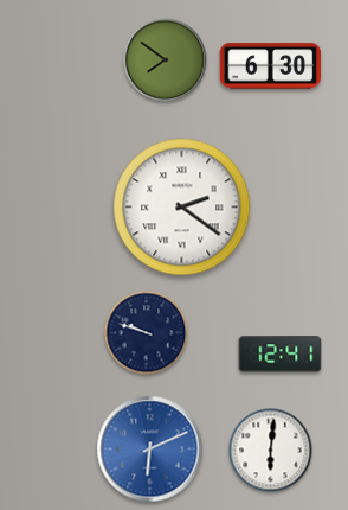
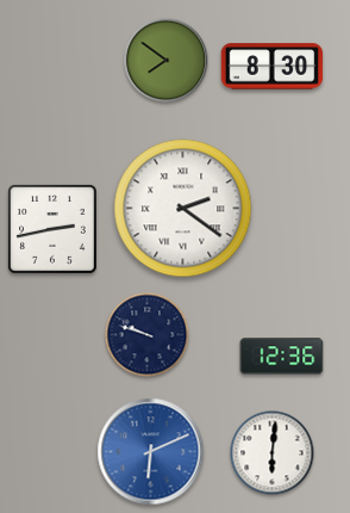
clock at (271, 66): 6:30 -> 8:30
clock at (52, 229): none -> 2:43
clock at (281, 355): 12:41 -> 12:36
